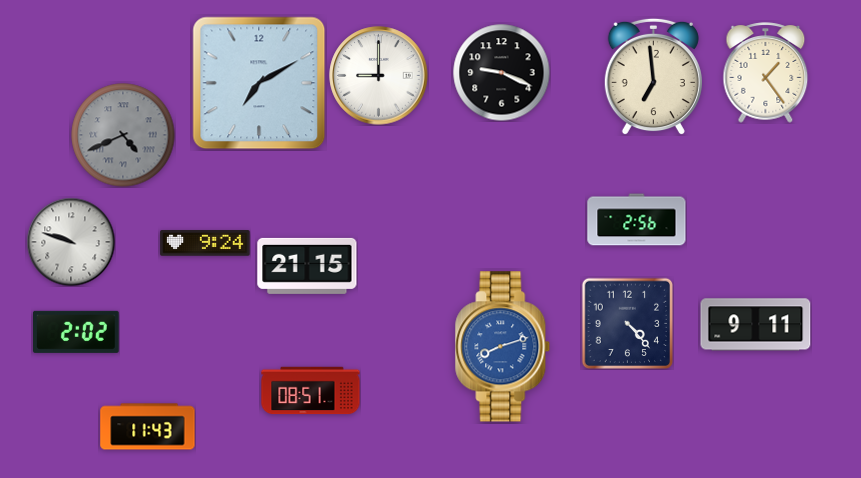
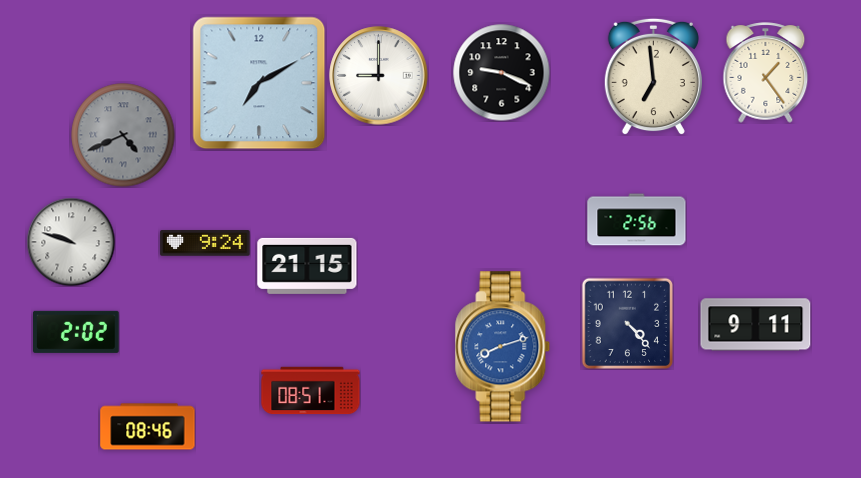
clock at (148, 427): 11:43 -> 08:46
